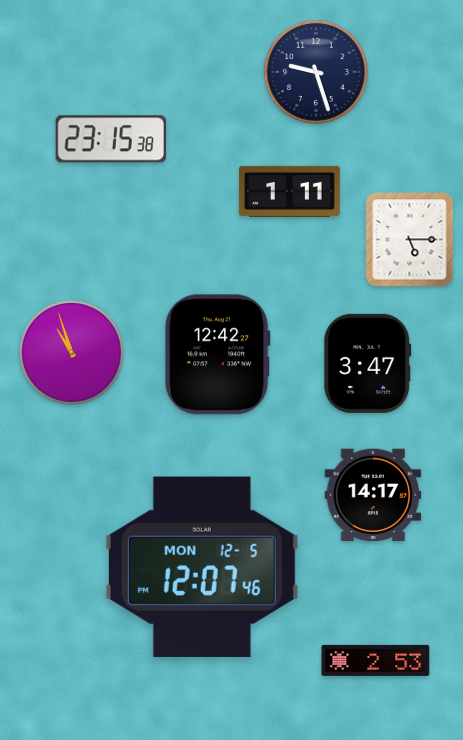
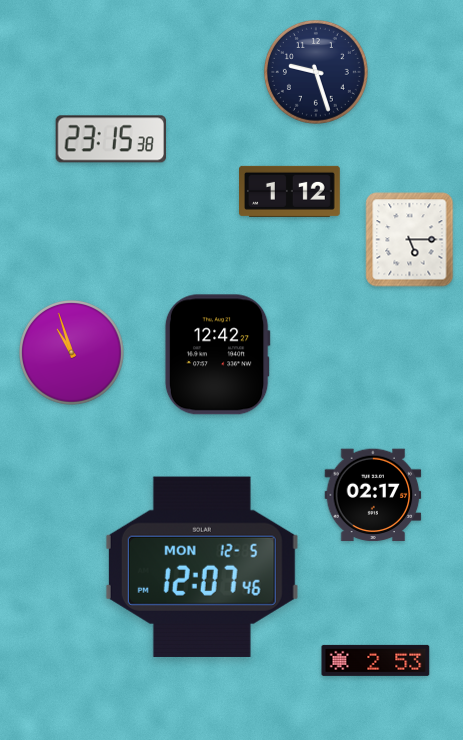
clock at (290, 191): 1:11 -> 1:12
clock at (368, 363): 3:47 -> none
clock at (373, 495): 14:17 -> 02:17
